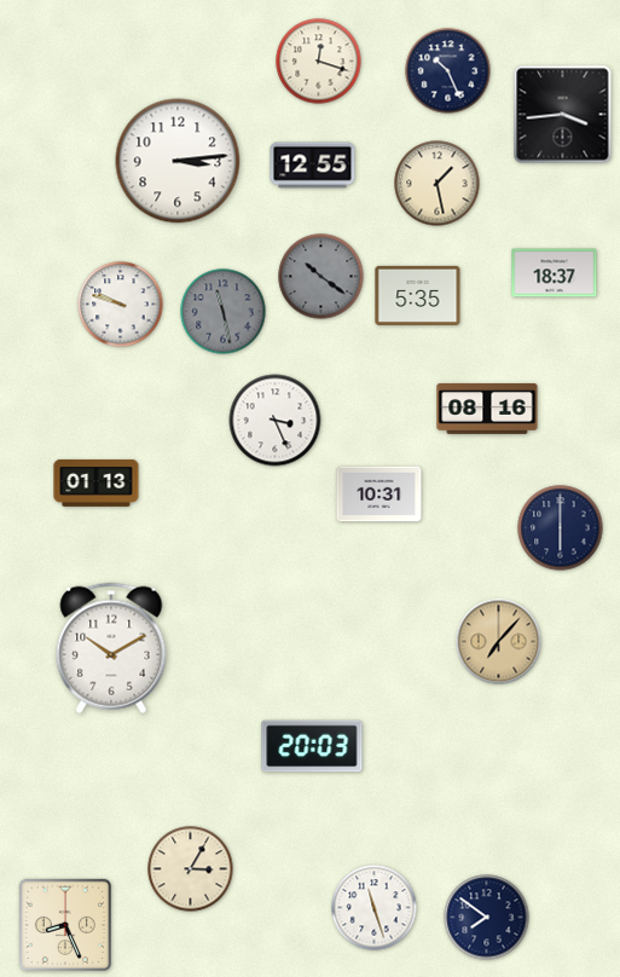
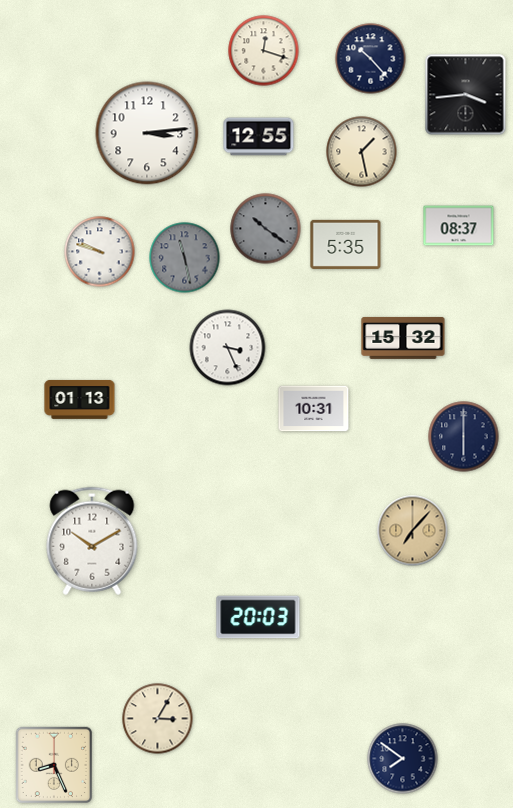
clock at (448, 71): 10:26 -> 10:23
clock at (555, 273): 18:37 -> 08:37
clock at (487, 409): 08:16 -> 15:32
clock at (111, 648) position: (111, 648) -> (92, 541)
clock at (375, 908): 11:27 -> none
